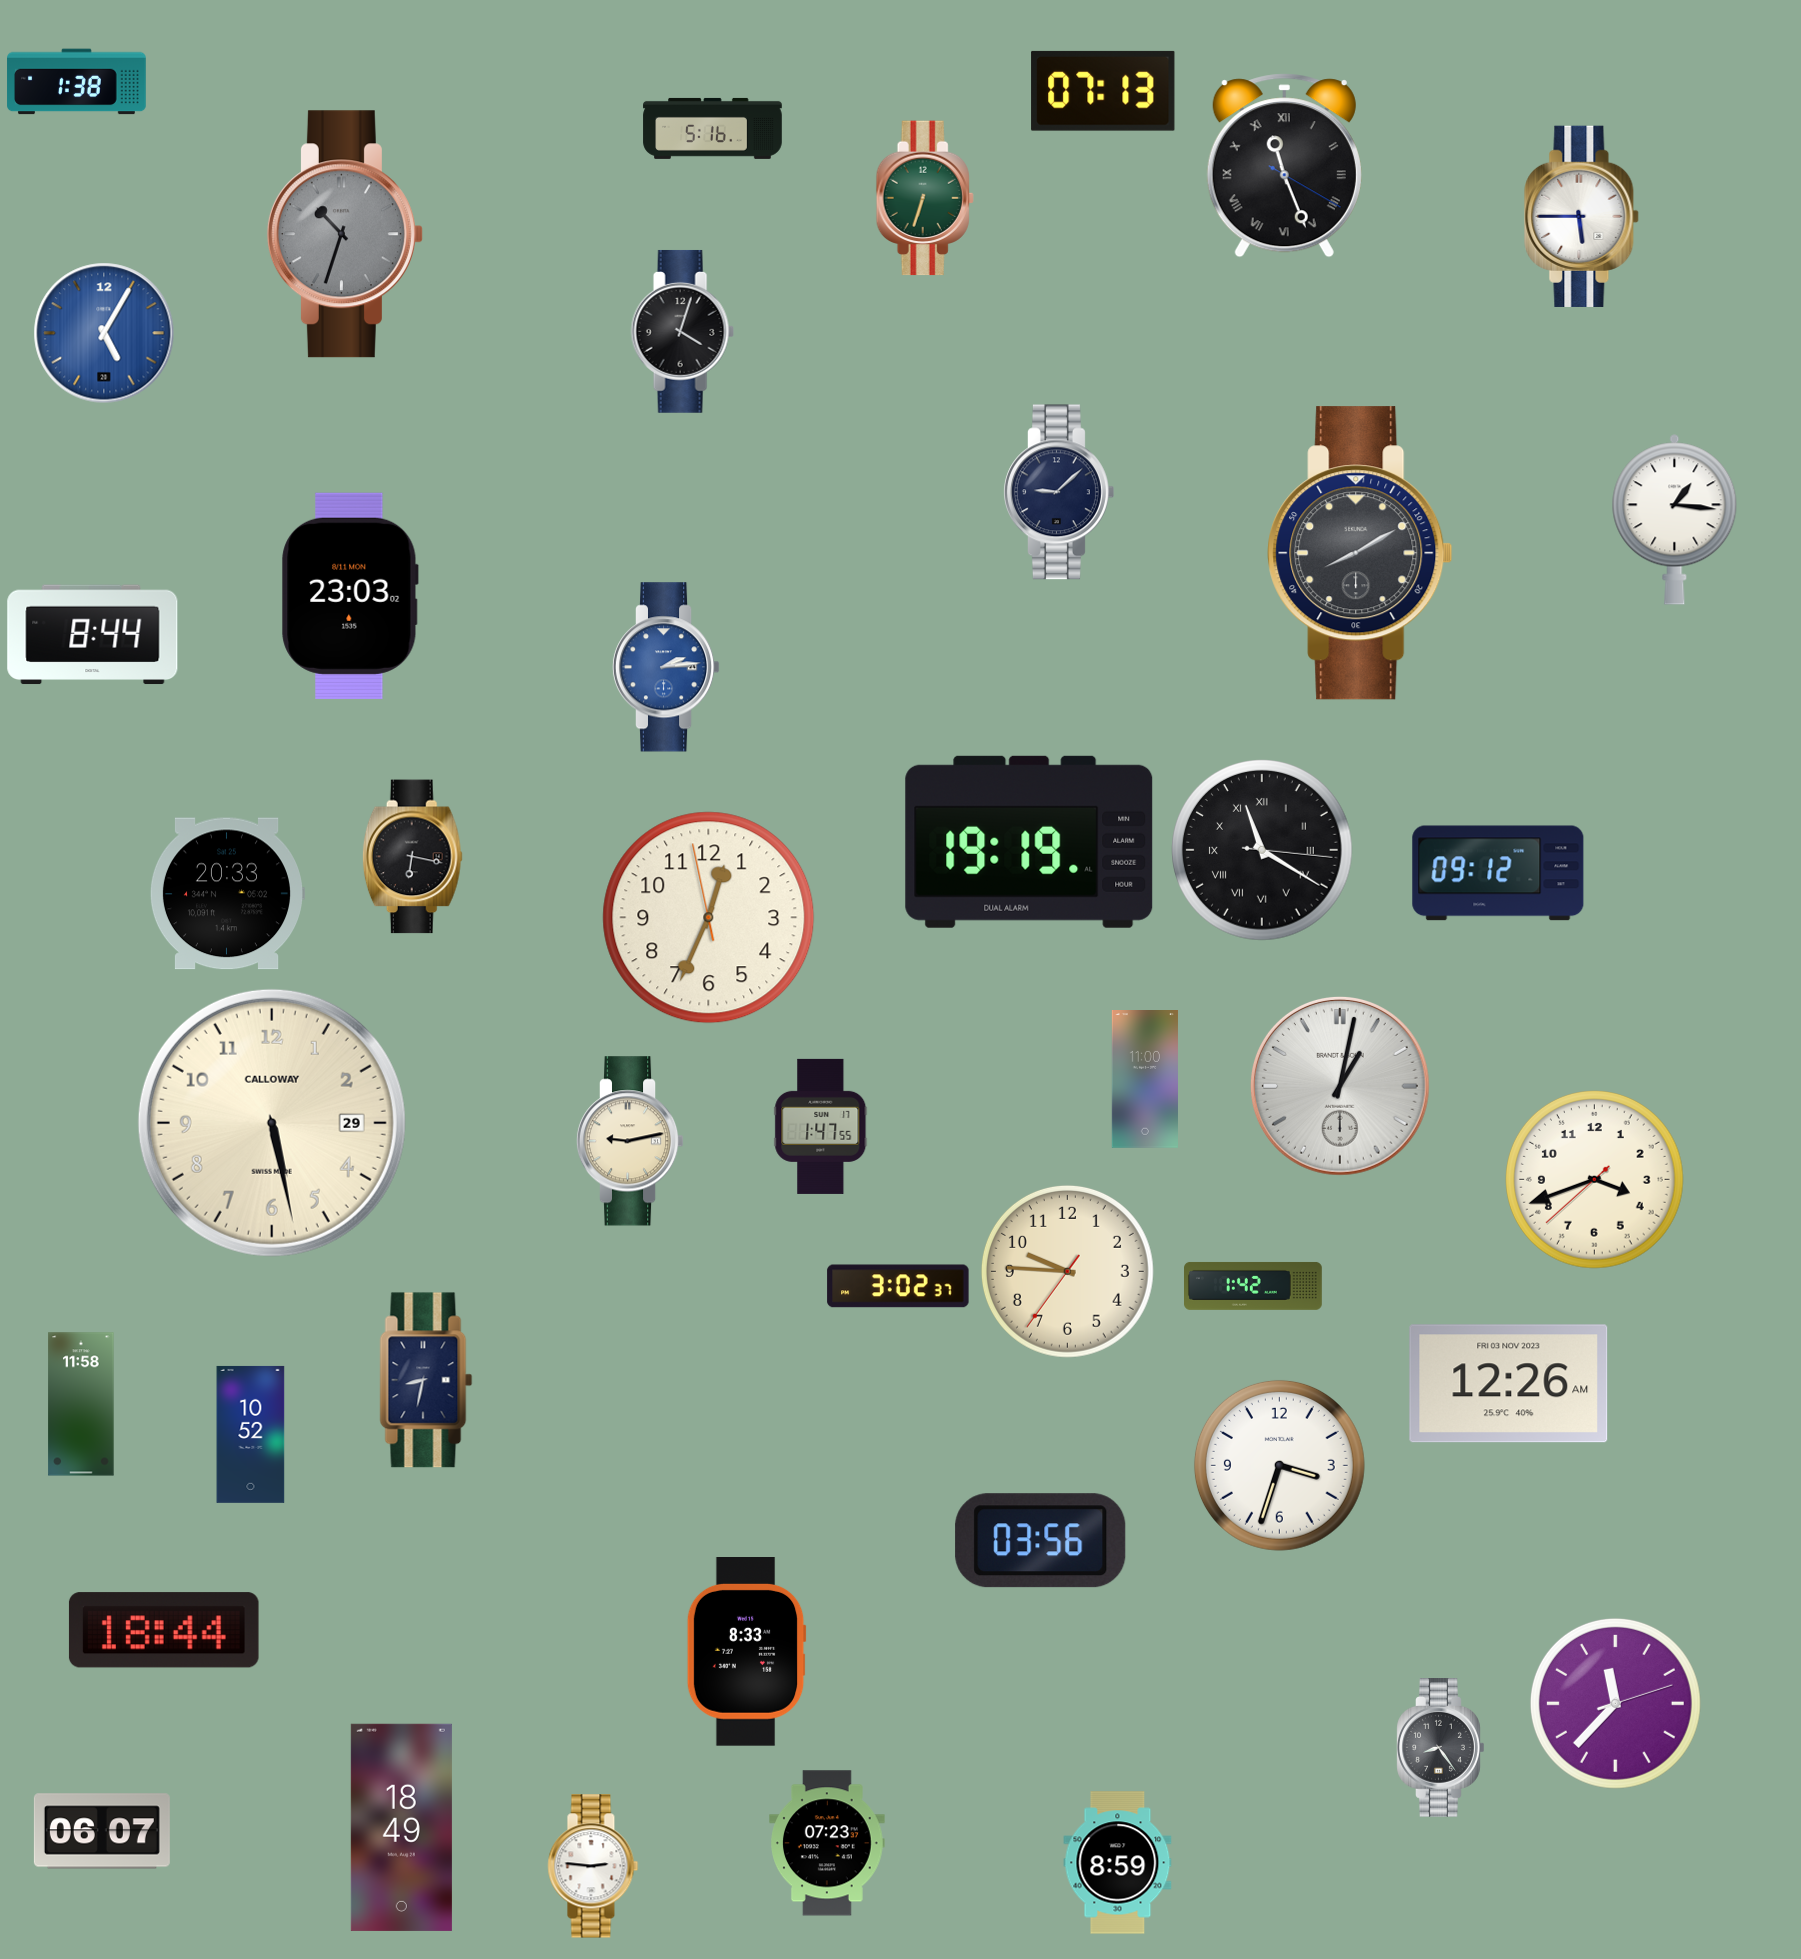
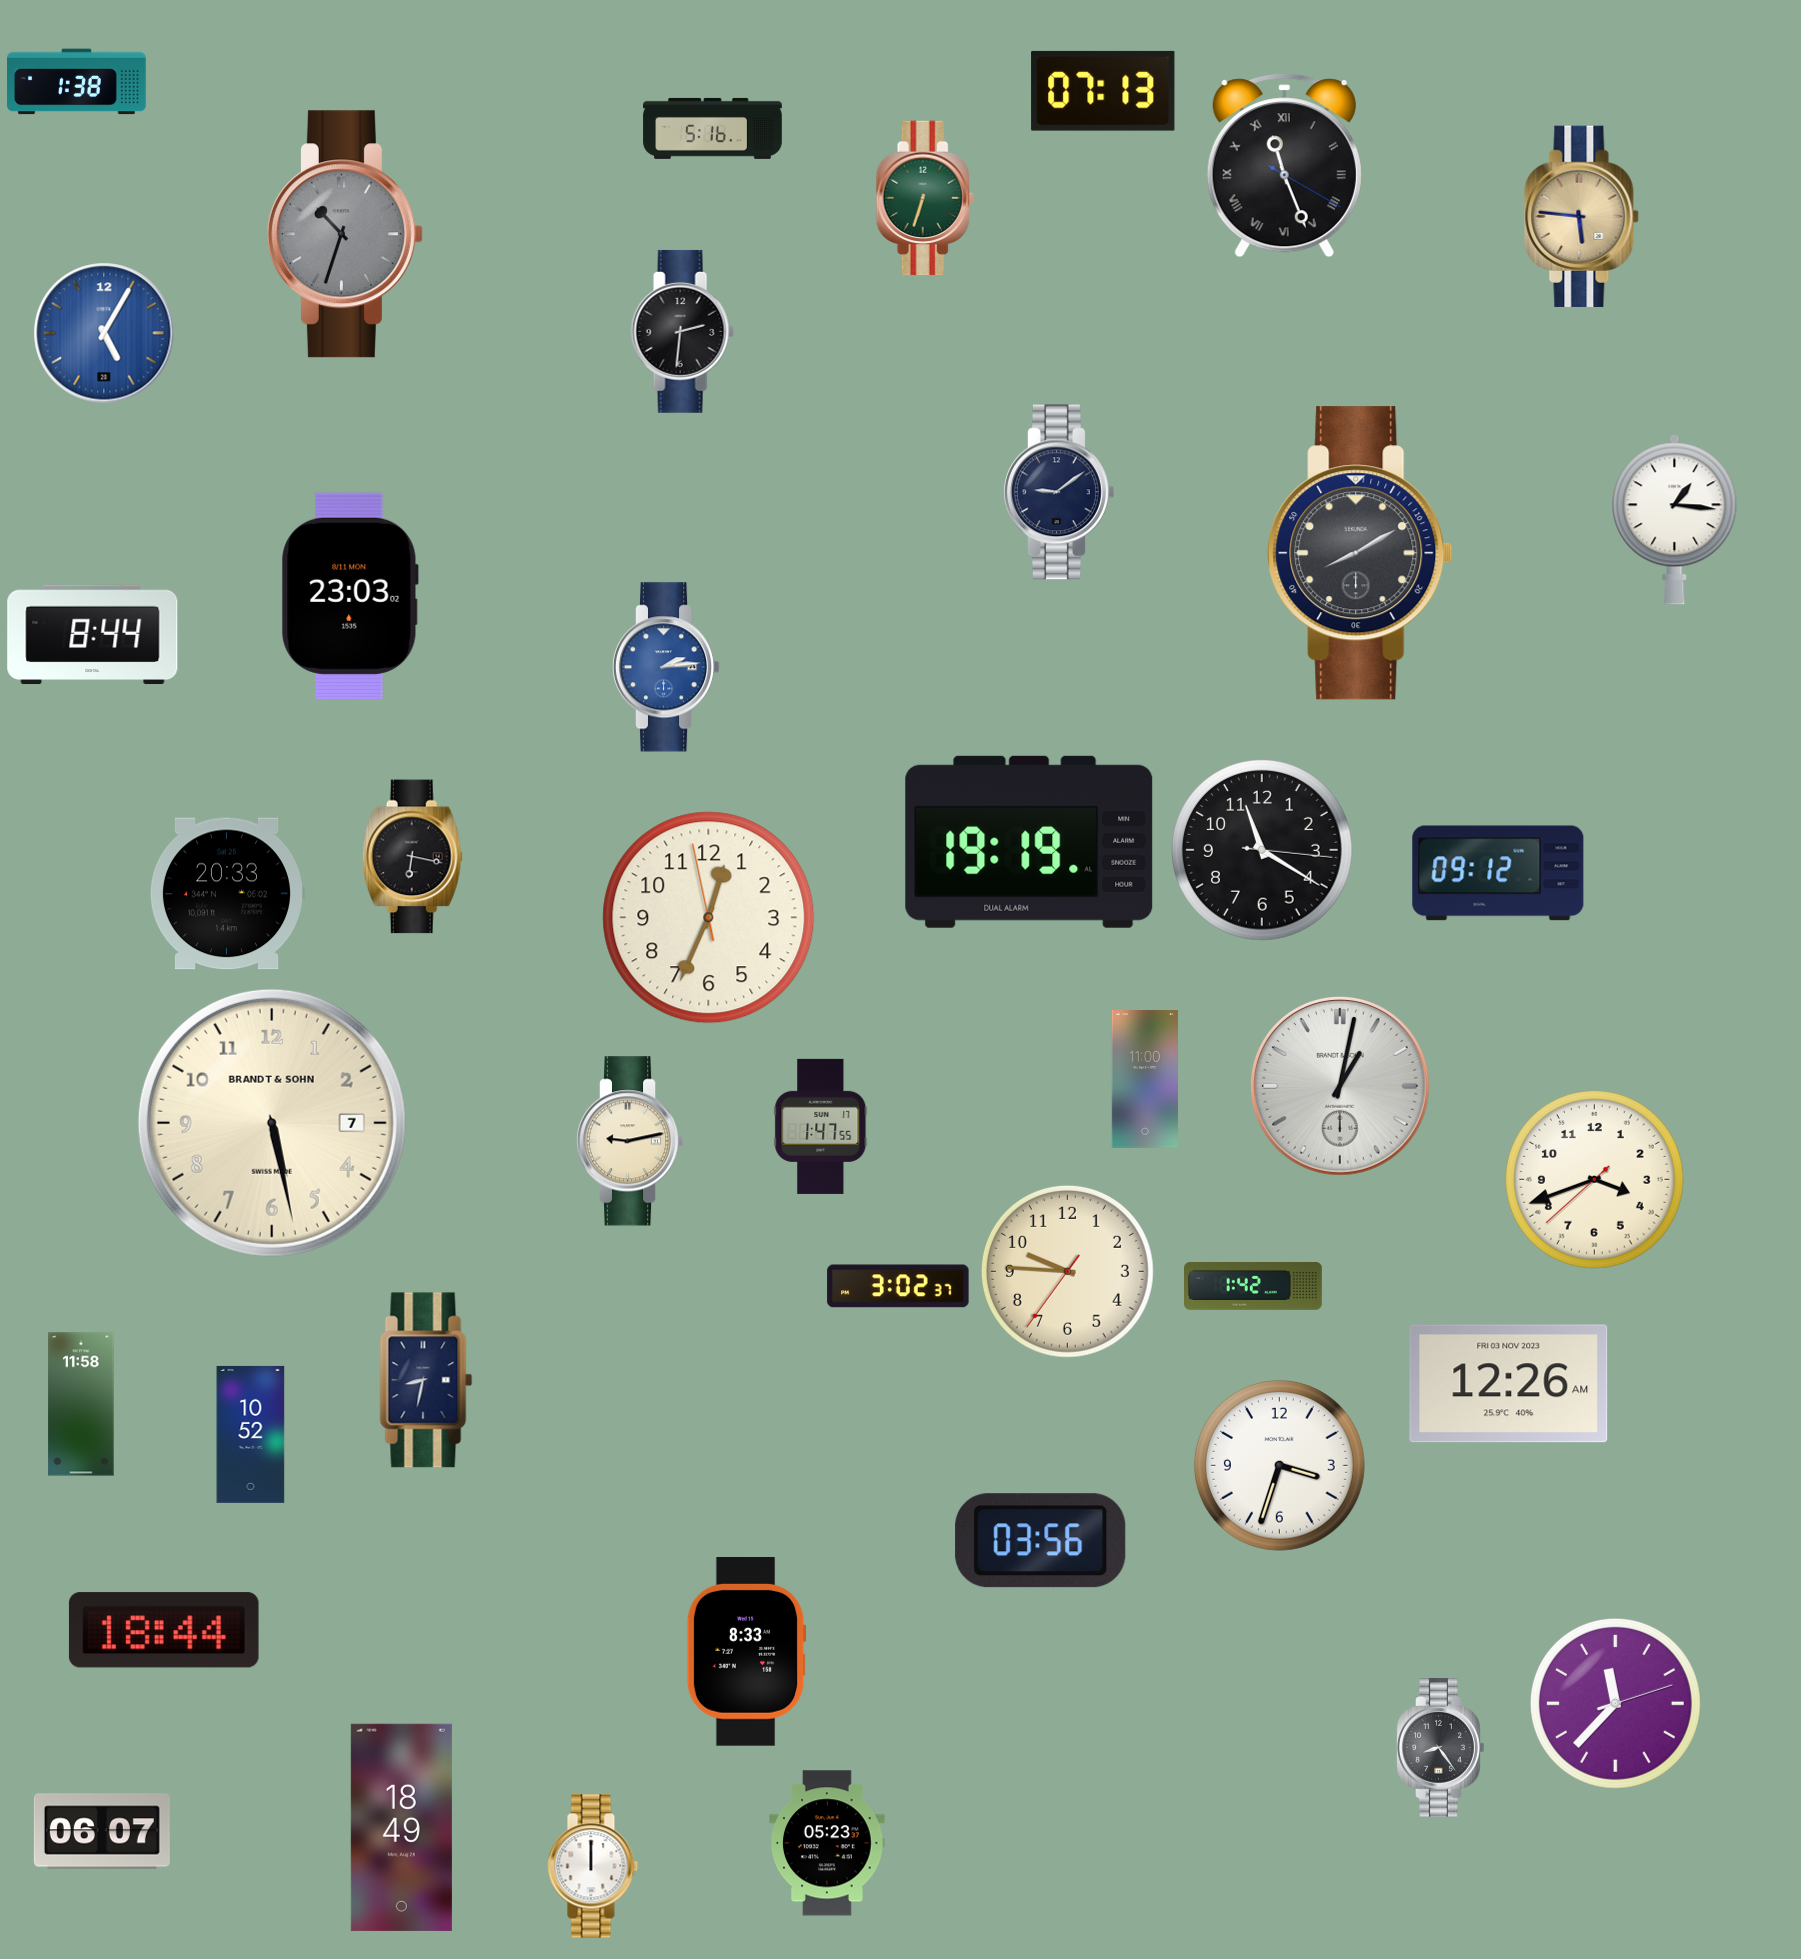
clock at (1582, 216): 5:45 -> 5:46
clock at (1582, 216) dial: white -> champagne
clock at (682, 331): 4:03 -> 2:31
clock at (1059, 492): 9:08 -> 9:09
clock at (1262, 850) numerals: Roman -> Arabic
clock at (272, 1123) date: 29 -> 7
clock at (272, 1123) brand: CALLOWAY -> BRANDT & SOHN
clock at (828, 1843): 07:23 -> 05:23
clock at (1118, 1863): 8:59 -> none
clock at (593, 1866): 2:46 -> 12:00
